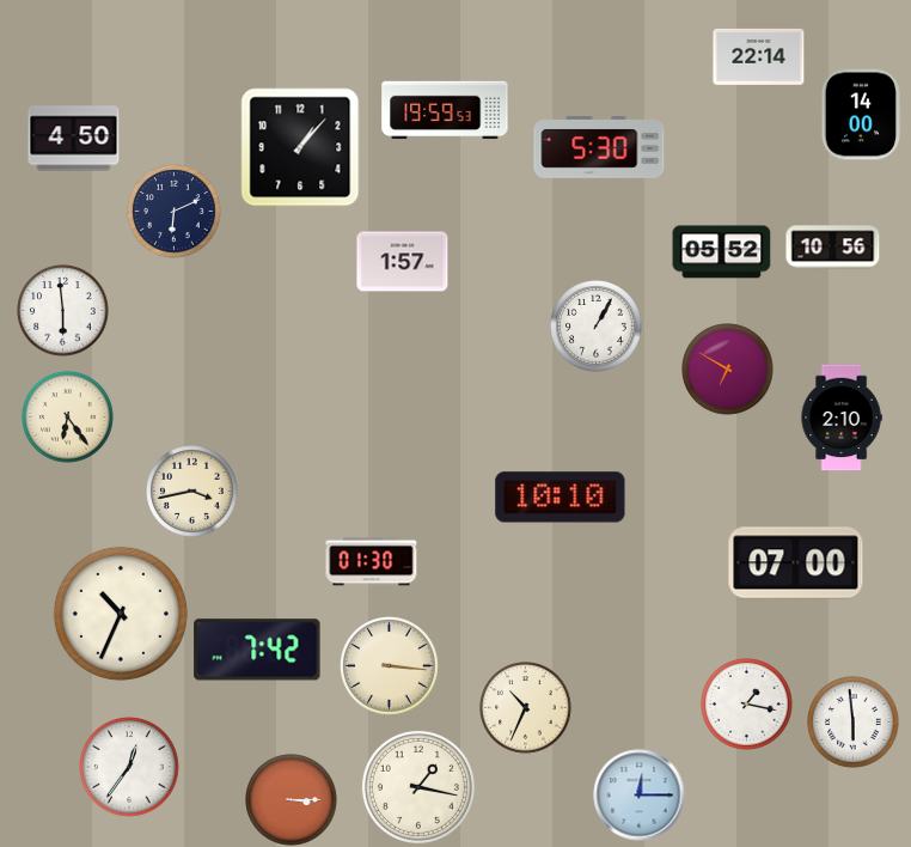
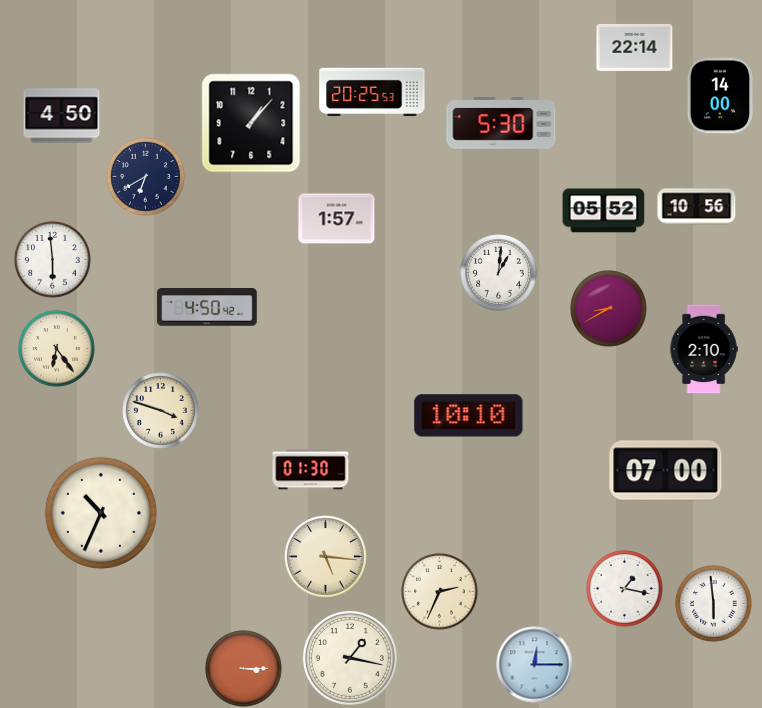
clock at (445, 110): 19:59 -> 20:25
clock at (175, 212): 6:11 -> 6:40
clock at (597, 327): 1:05 -> 1:01
clock at (207, 307): none -> 4:50
clock at (728, 370): 6:50 -> 8:40
clock at (192, 492): 3:43 -> 3:48
clock at (257, 650): 7:42 -> none
clock at (390, 666): 3:16 -> 5:16
clock at (526, 708): 10:34 -> 2:34
clock at (130, 768): 12:36 -> none
